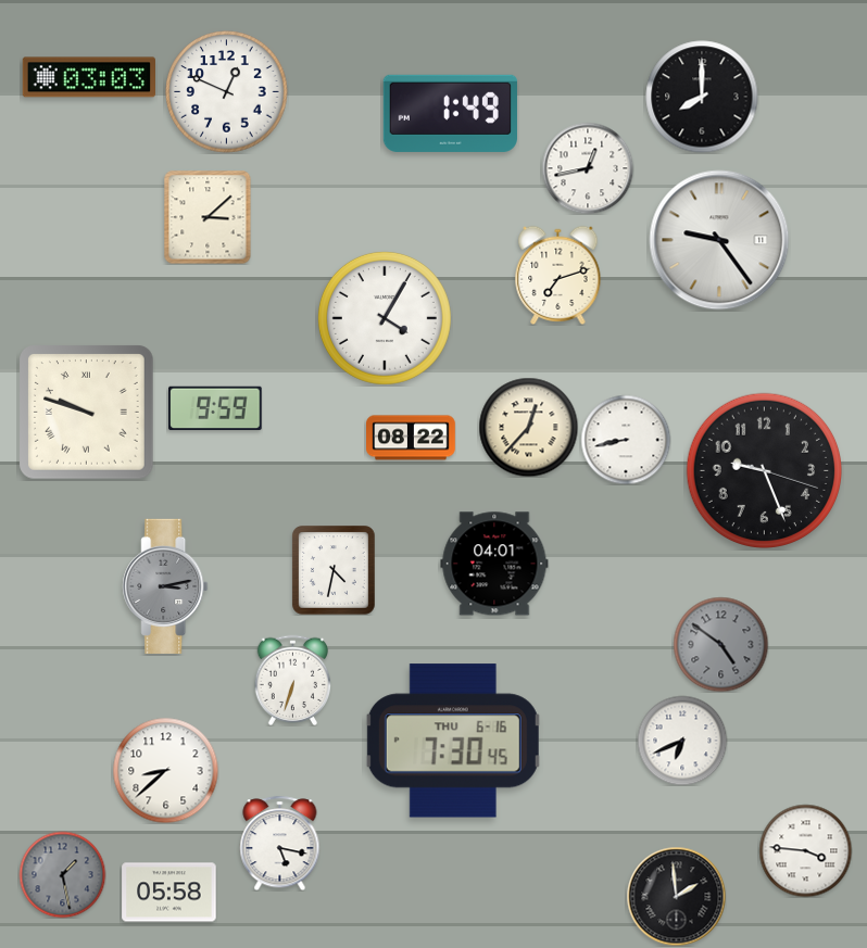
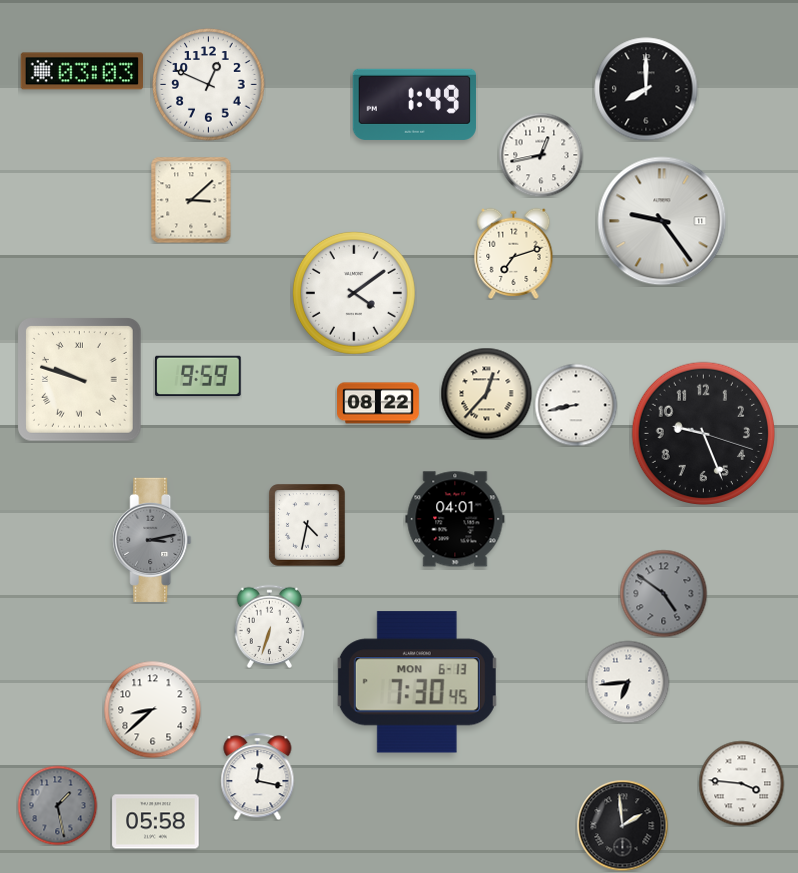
clock at (385, 318): 4:05 -> 4:09
clock at (453, 741) date: THU 6-16 -> MON 6-13
clock at (682, 741): 6:41 -> 6:44
clock at (280, 843): 5:17 -> 12:17
